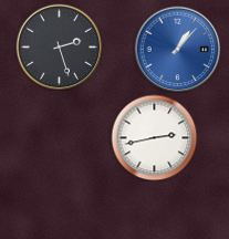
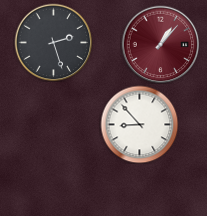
clock at (177, 49) dial: blue -> burgundy
clock at (154, 137): 2:43 -> 8:53
